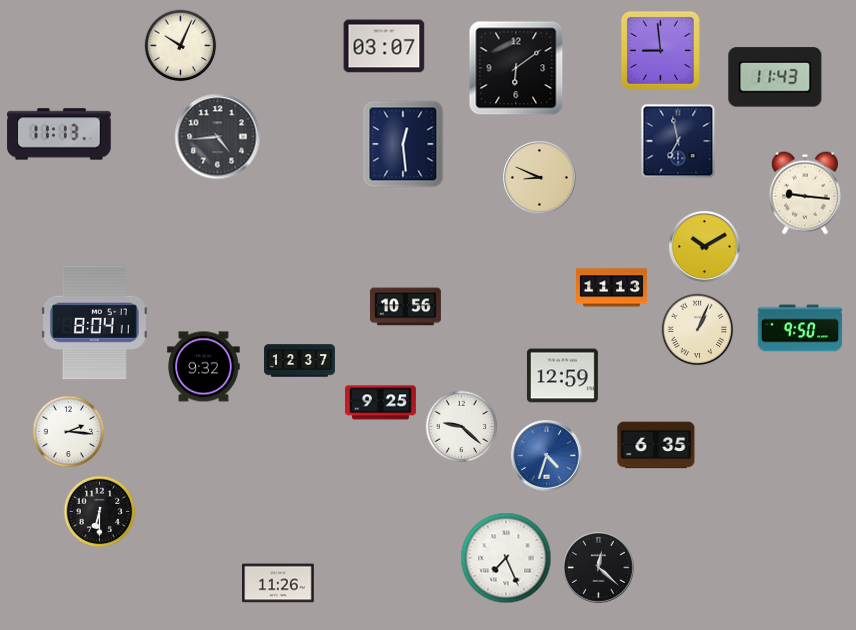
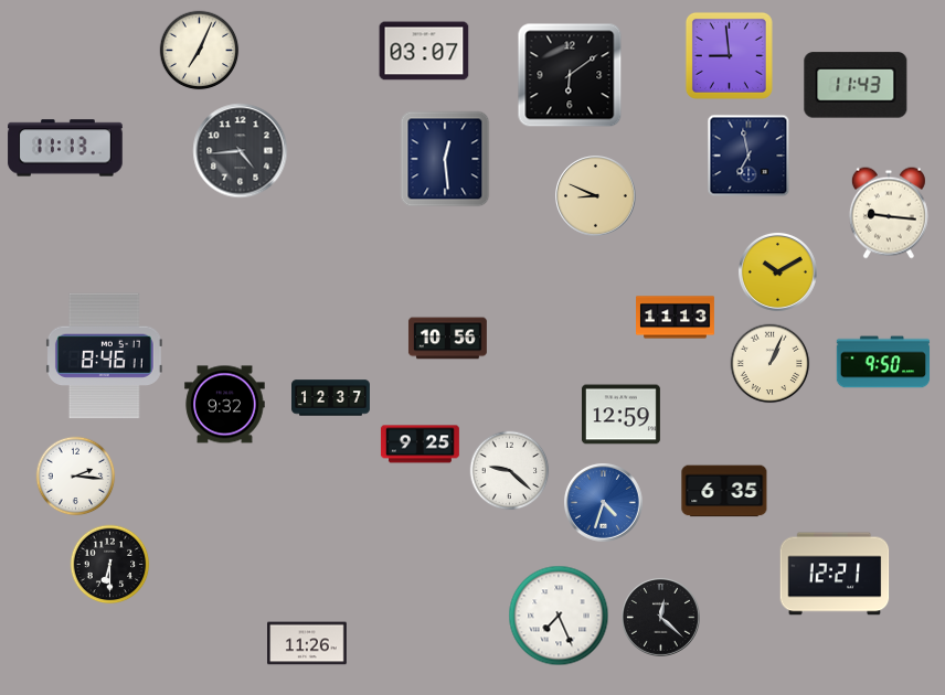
clock at (181, 46): 10:04 -> 7:04
clock at (94, 323): 8:04 -> 8:46
clock at (835, 574): none -> 12:21
clock at (598, 567) position: (598, 567) -> (660, 617)
